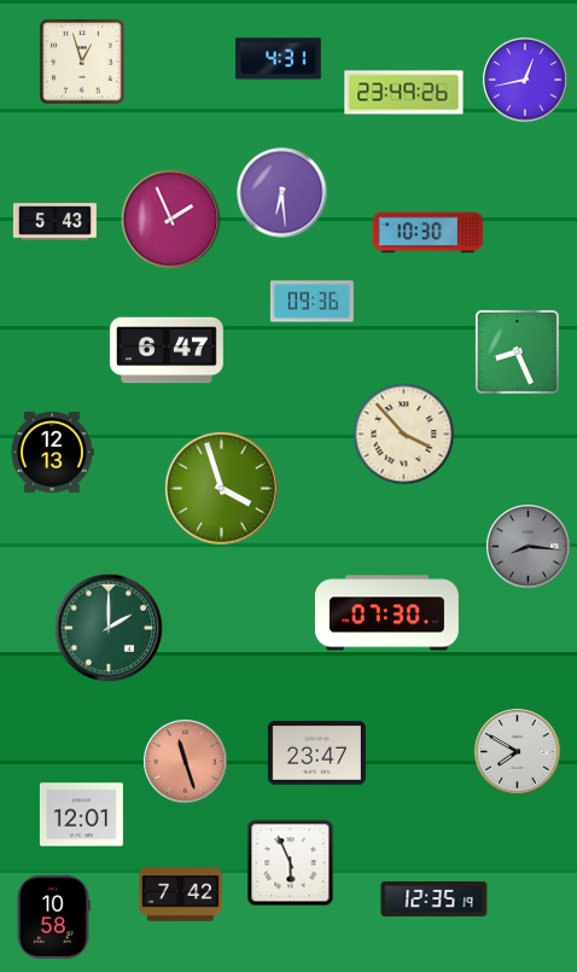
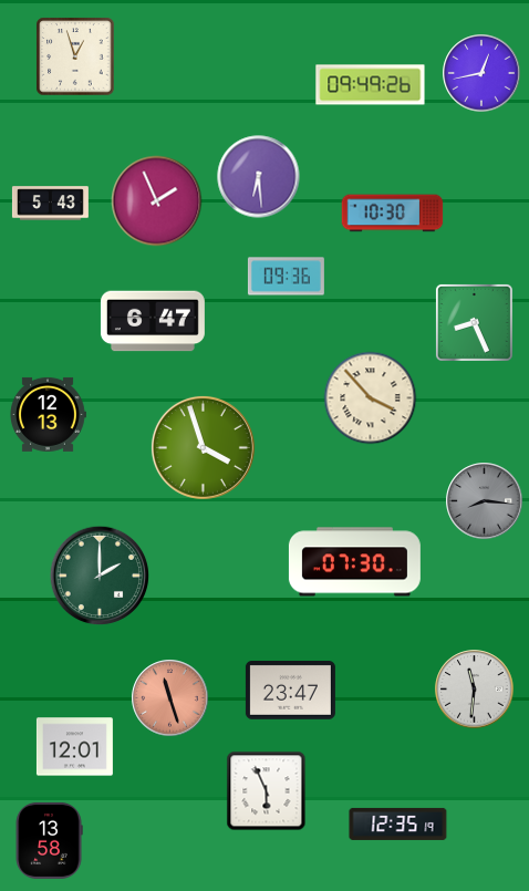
clock at (279, 59): 4:31 -> none
clock at (404, 93): 23:49 -> 09:49
clock at (518, 752): 7:50 -> 11:31
clock at (180, 895): 7:42 -> none
clock at (53, 916): 10:58 -> 13:58
